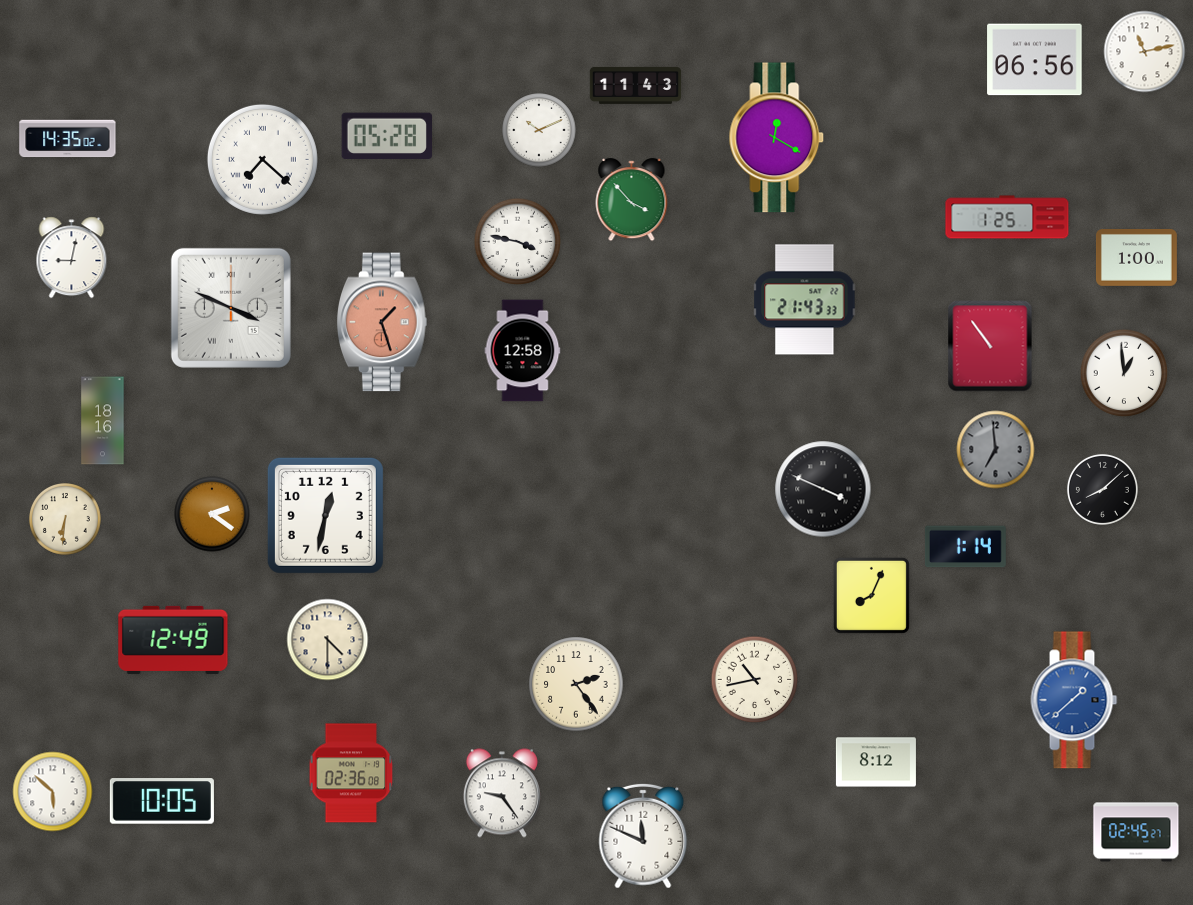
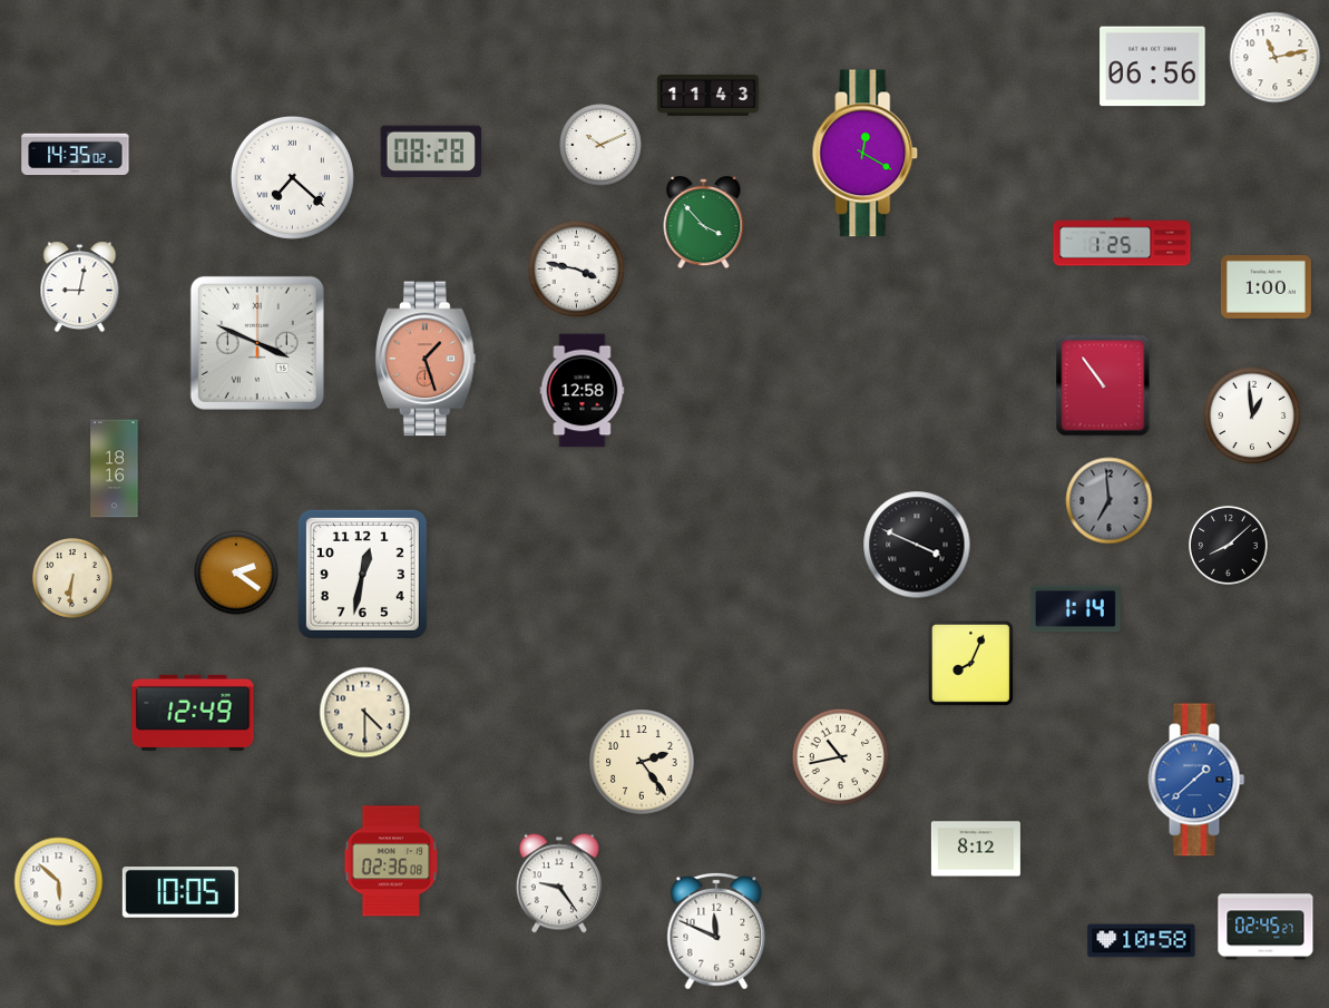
clock at (386, 136): 05:28 -> 08:28
clock at (805, 300): 21:43 -> none
clock at (1142, 941): none -> 10:58
